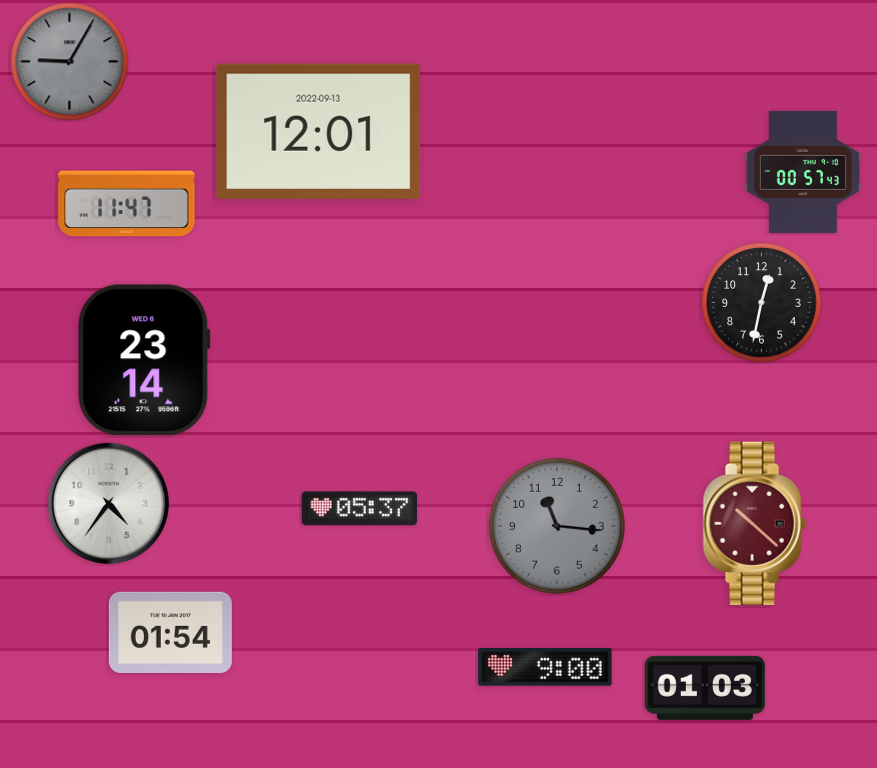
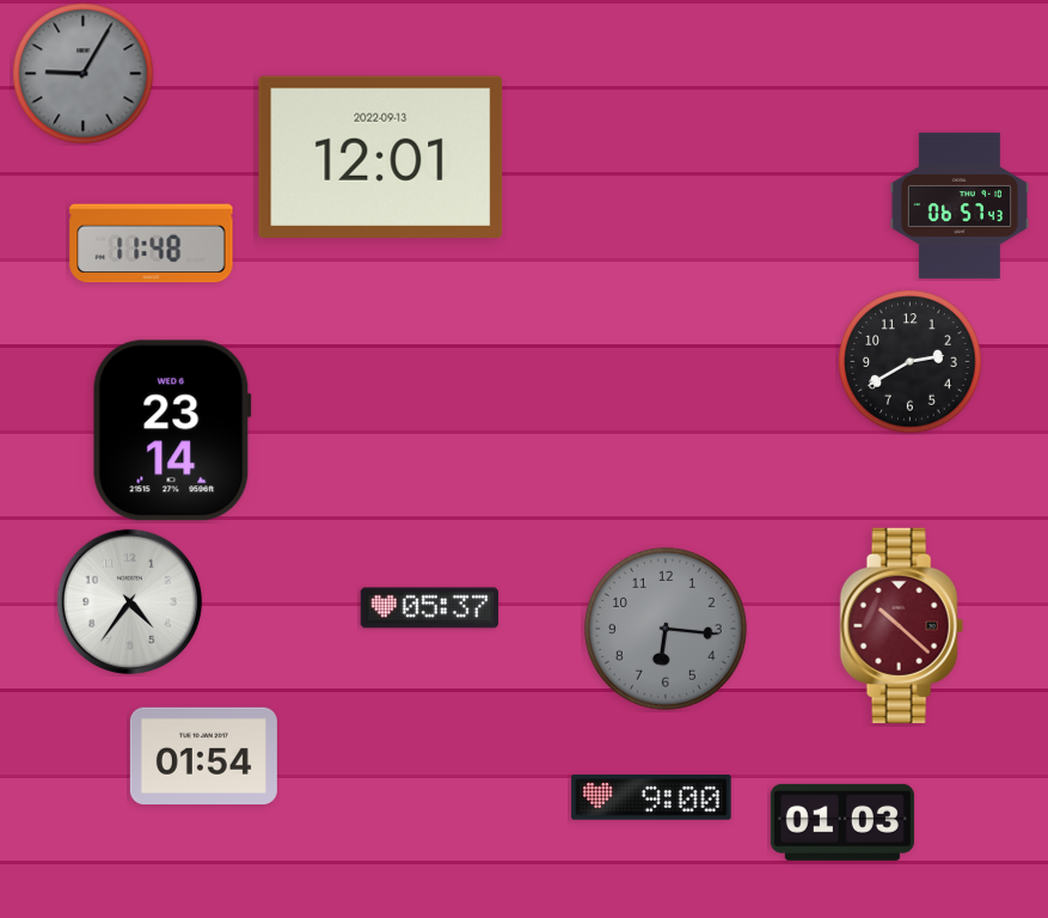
clock at (802, 172): 00:57 -> 06:57
clock at (127, 204): 11:47 -> 11:48
clock at (762, 303): 12:32 -> 2:40
clock at (557, 526): 11:16 -> 6:16
